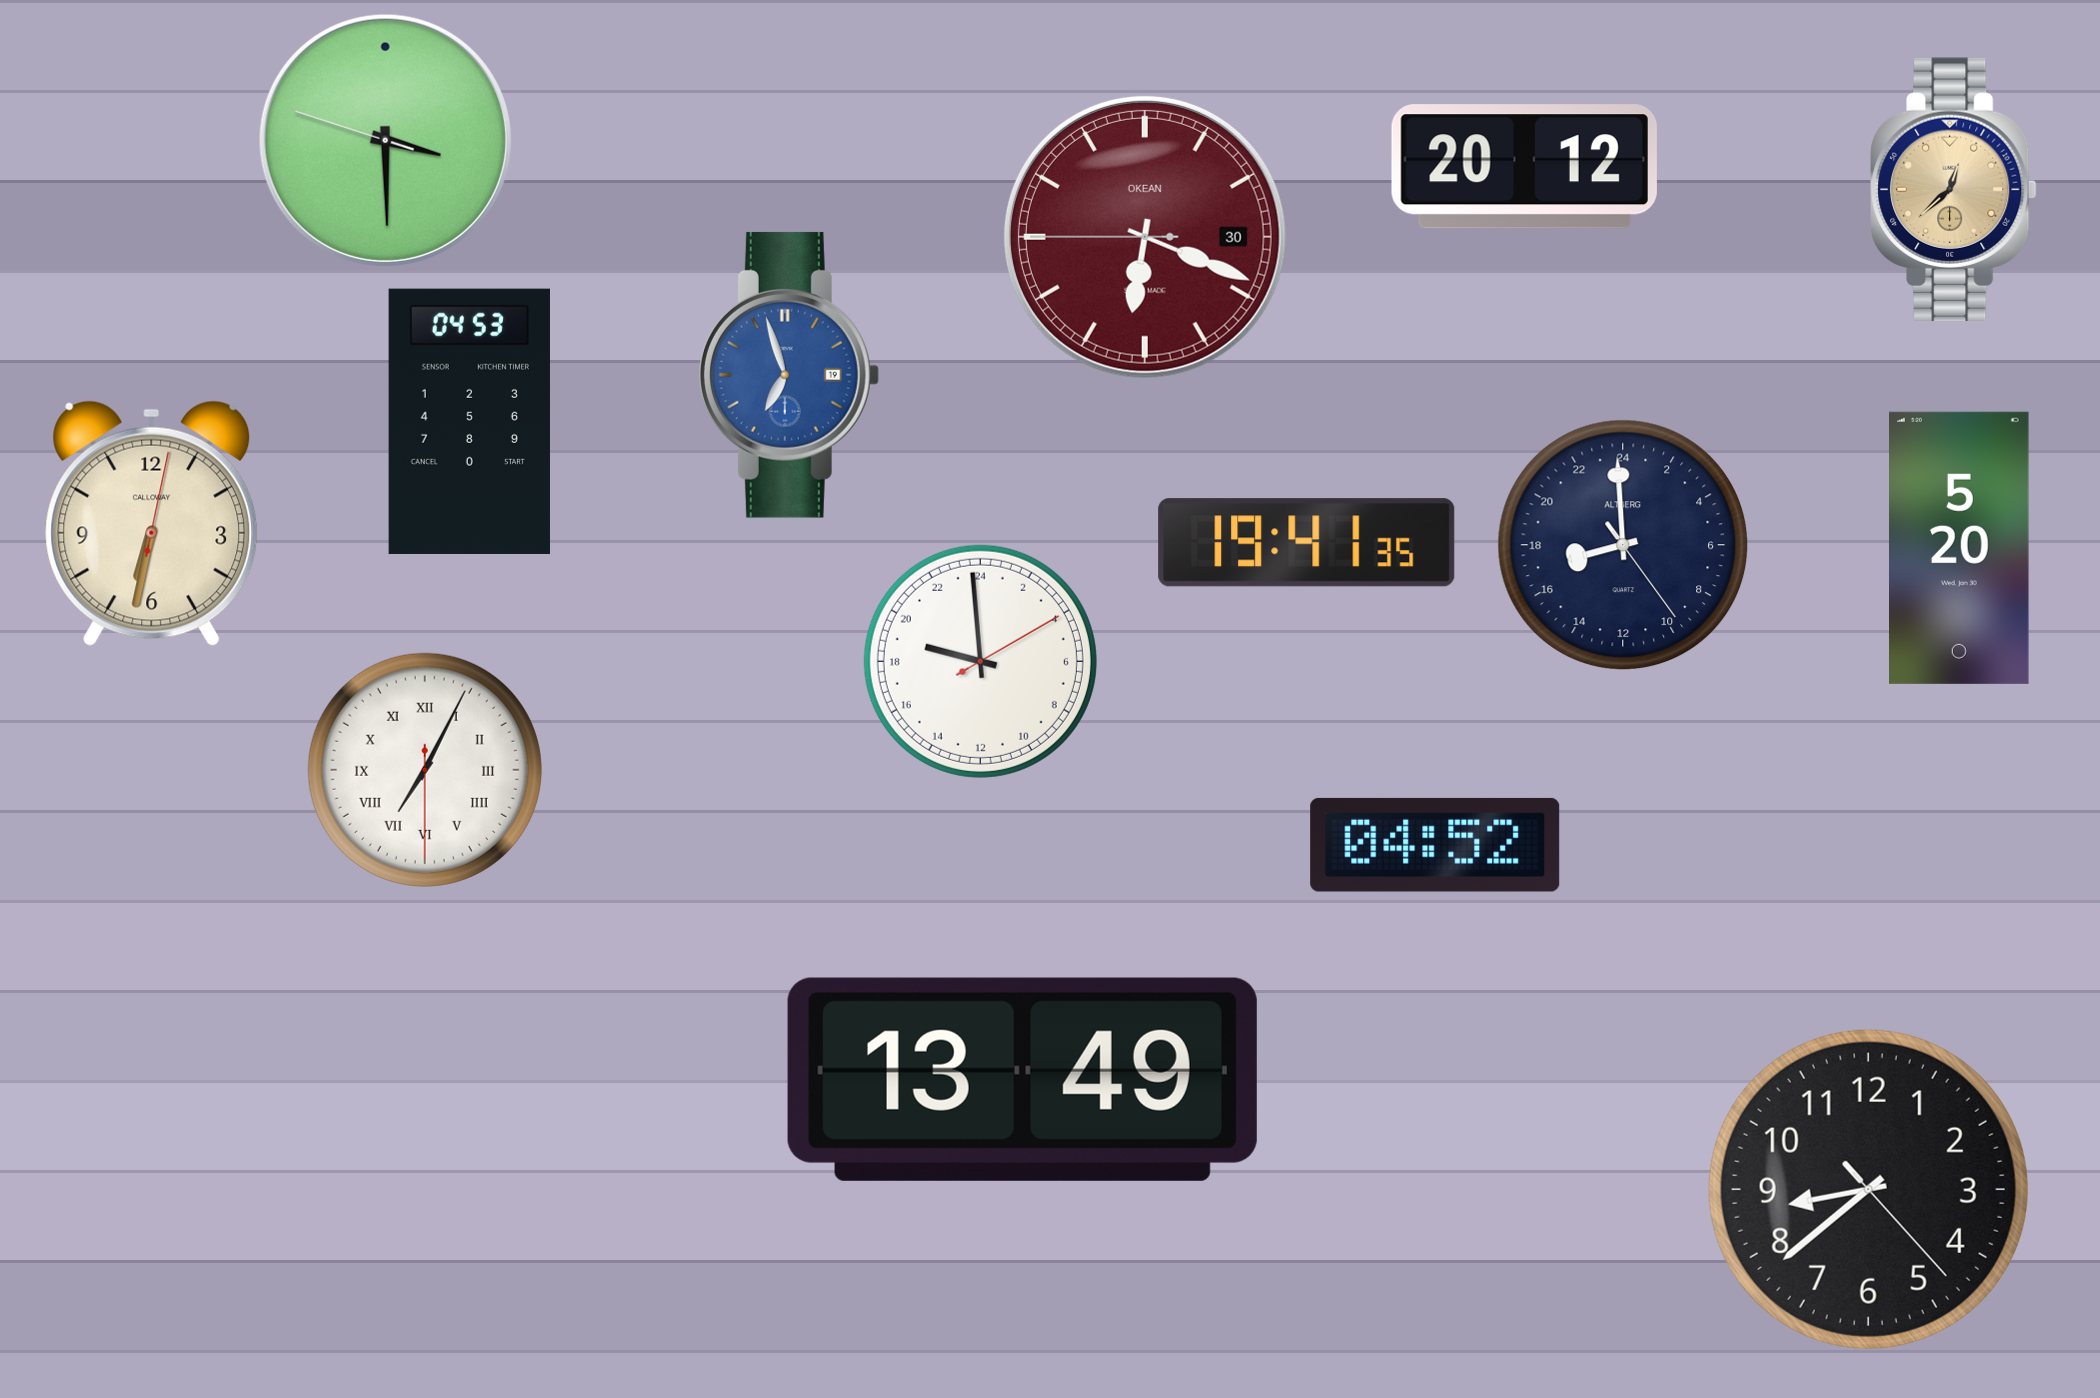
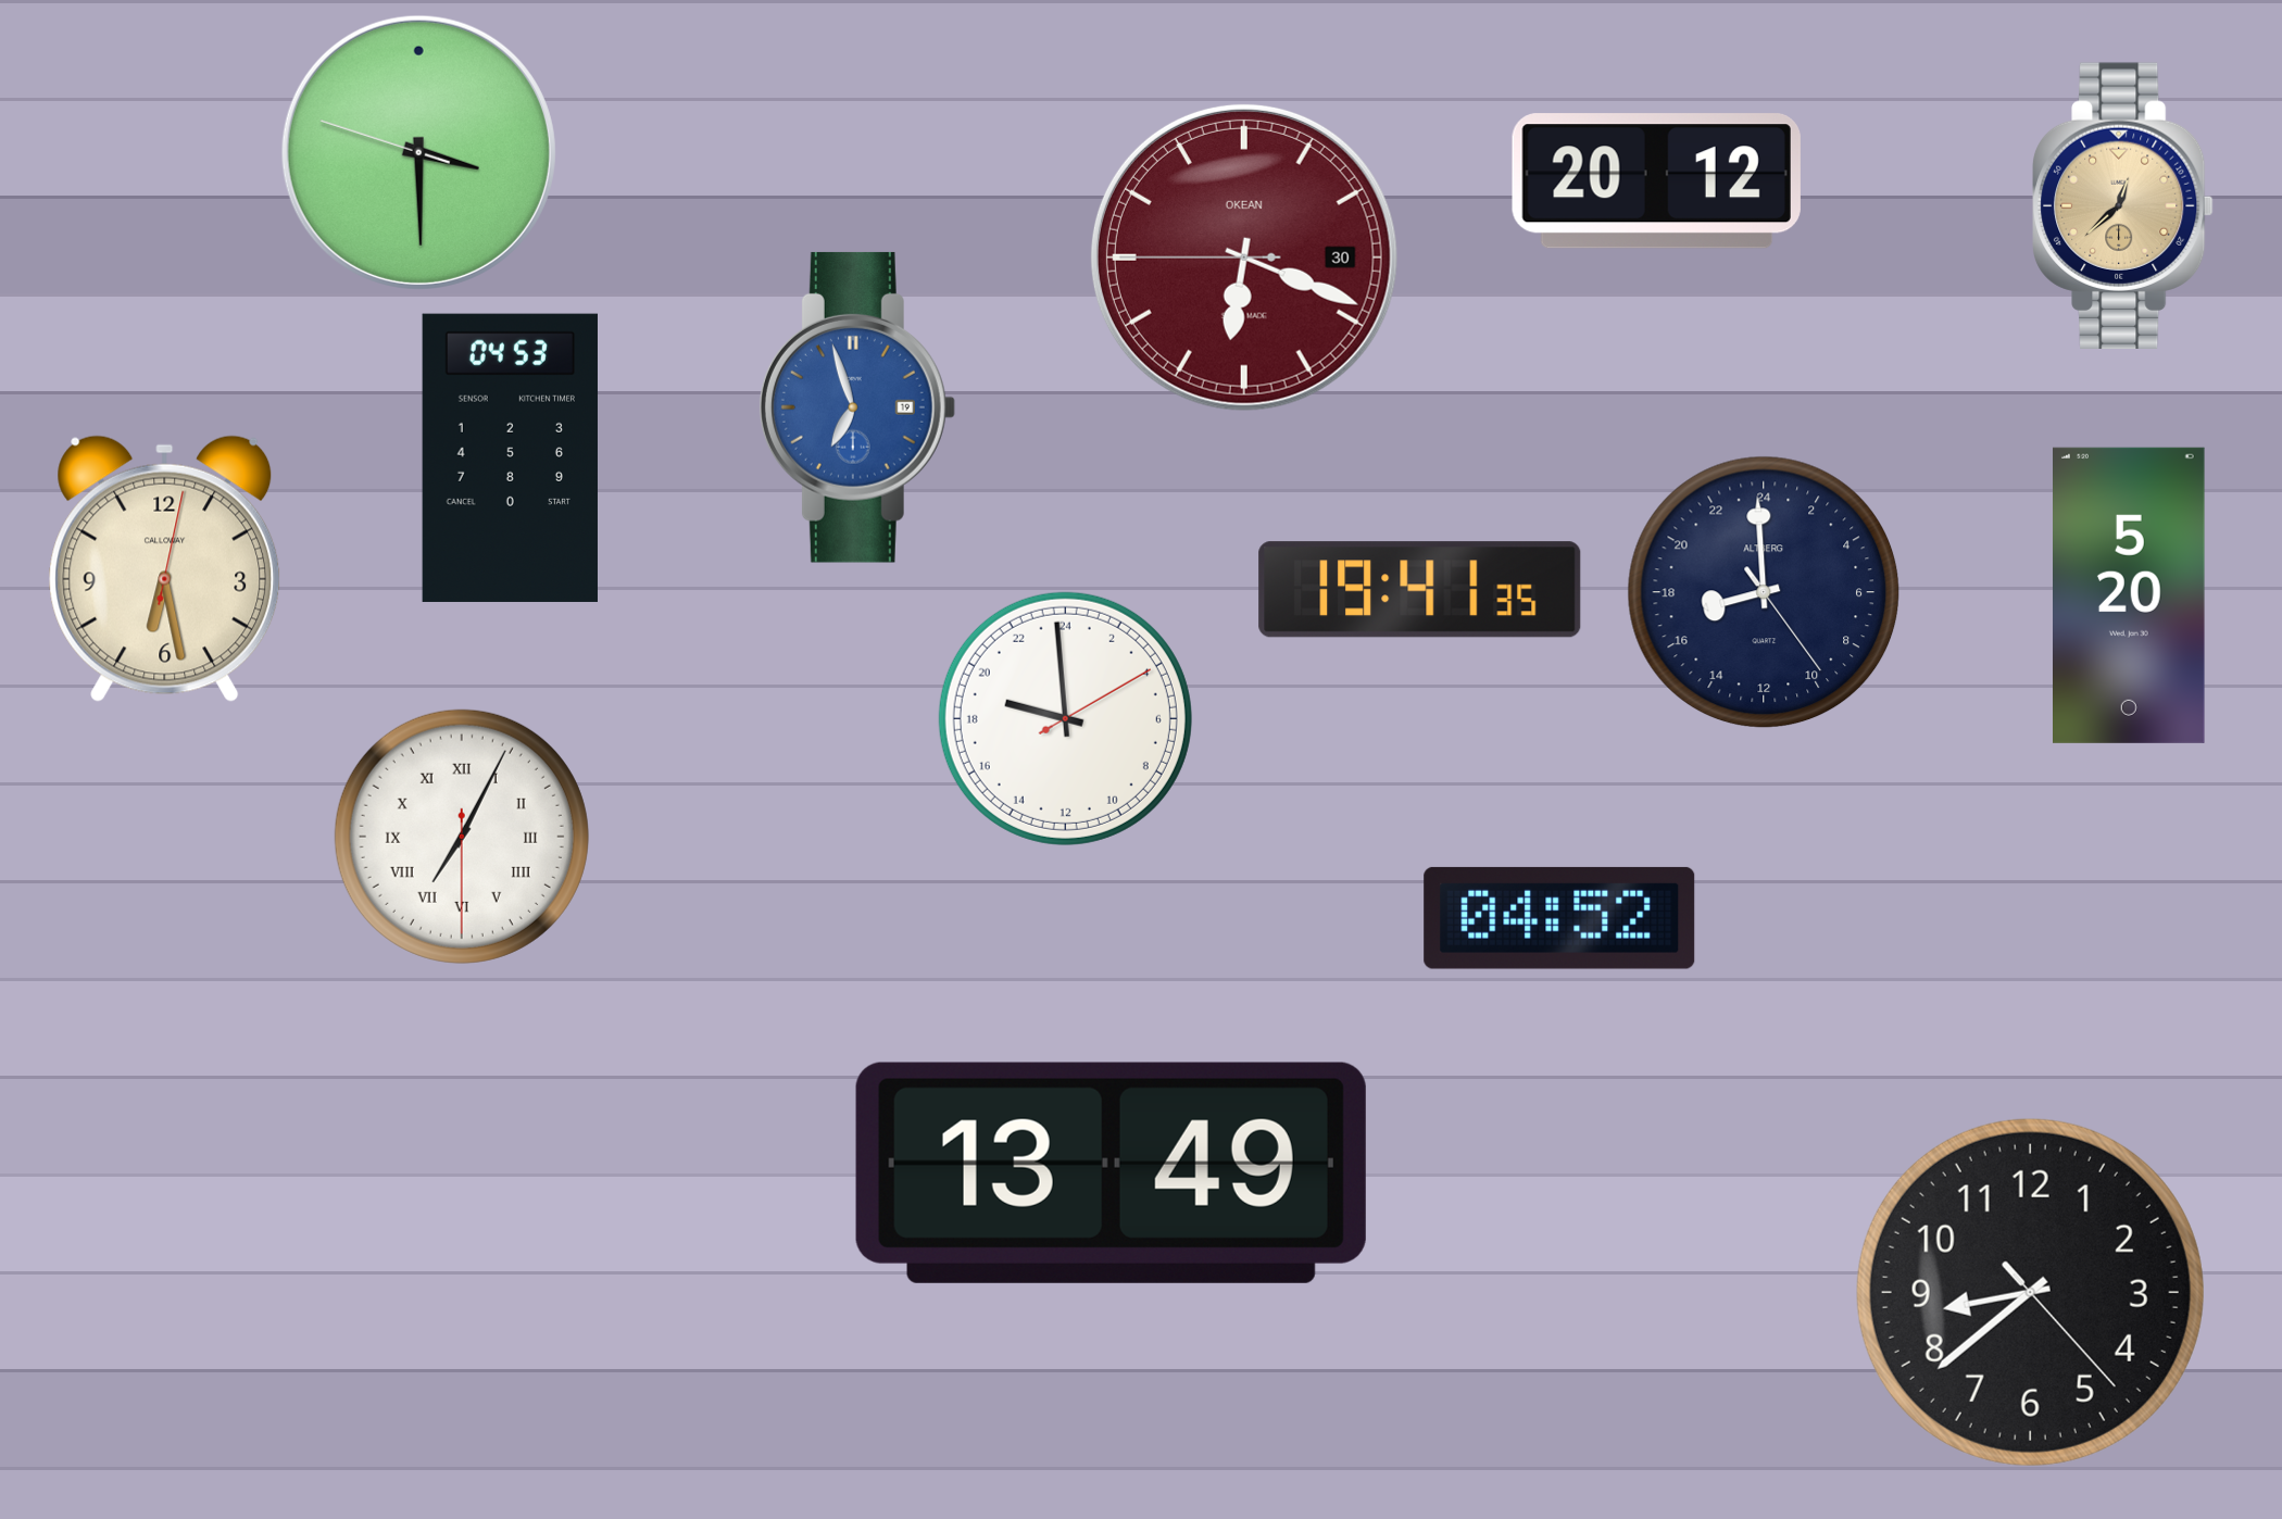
clock at (152, 523): 6:32 -> 6:28
